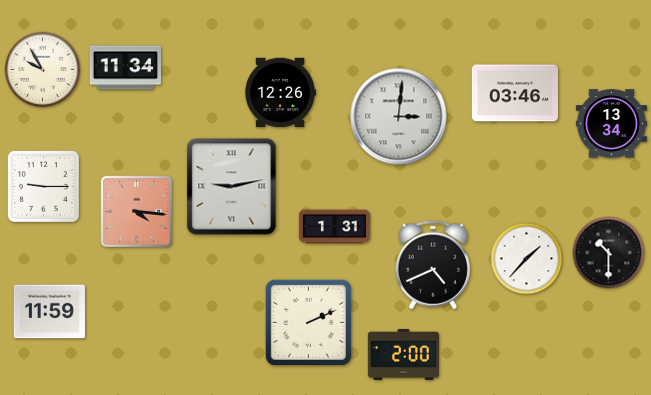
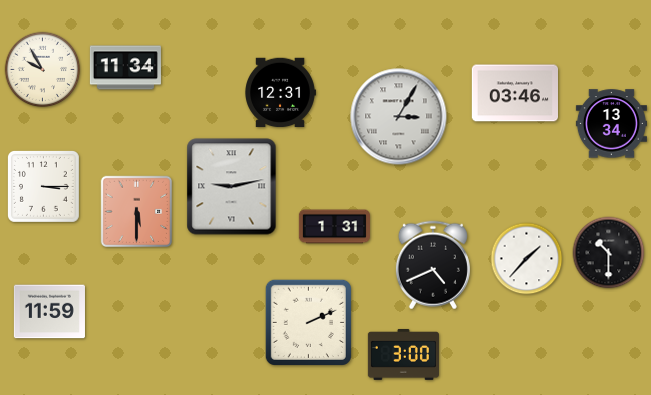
clock at (281, 93): 12:26 -> 12:31
clock at (399, 117): 3:01 -> 3:05
clock at (44, 187): 9:15 -> 3:15
clock at (137, 212): 4:16 -> 5:30
clock at (403, 354): 2:00 -> 3:00
